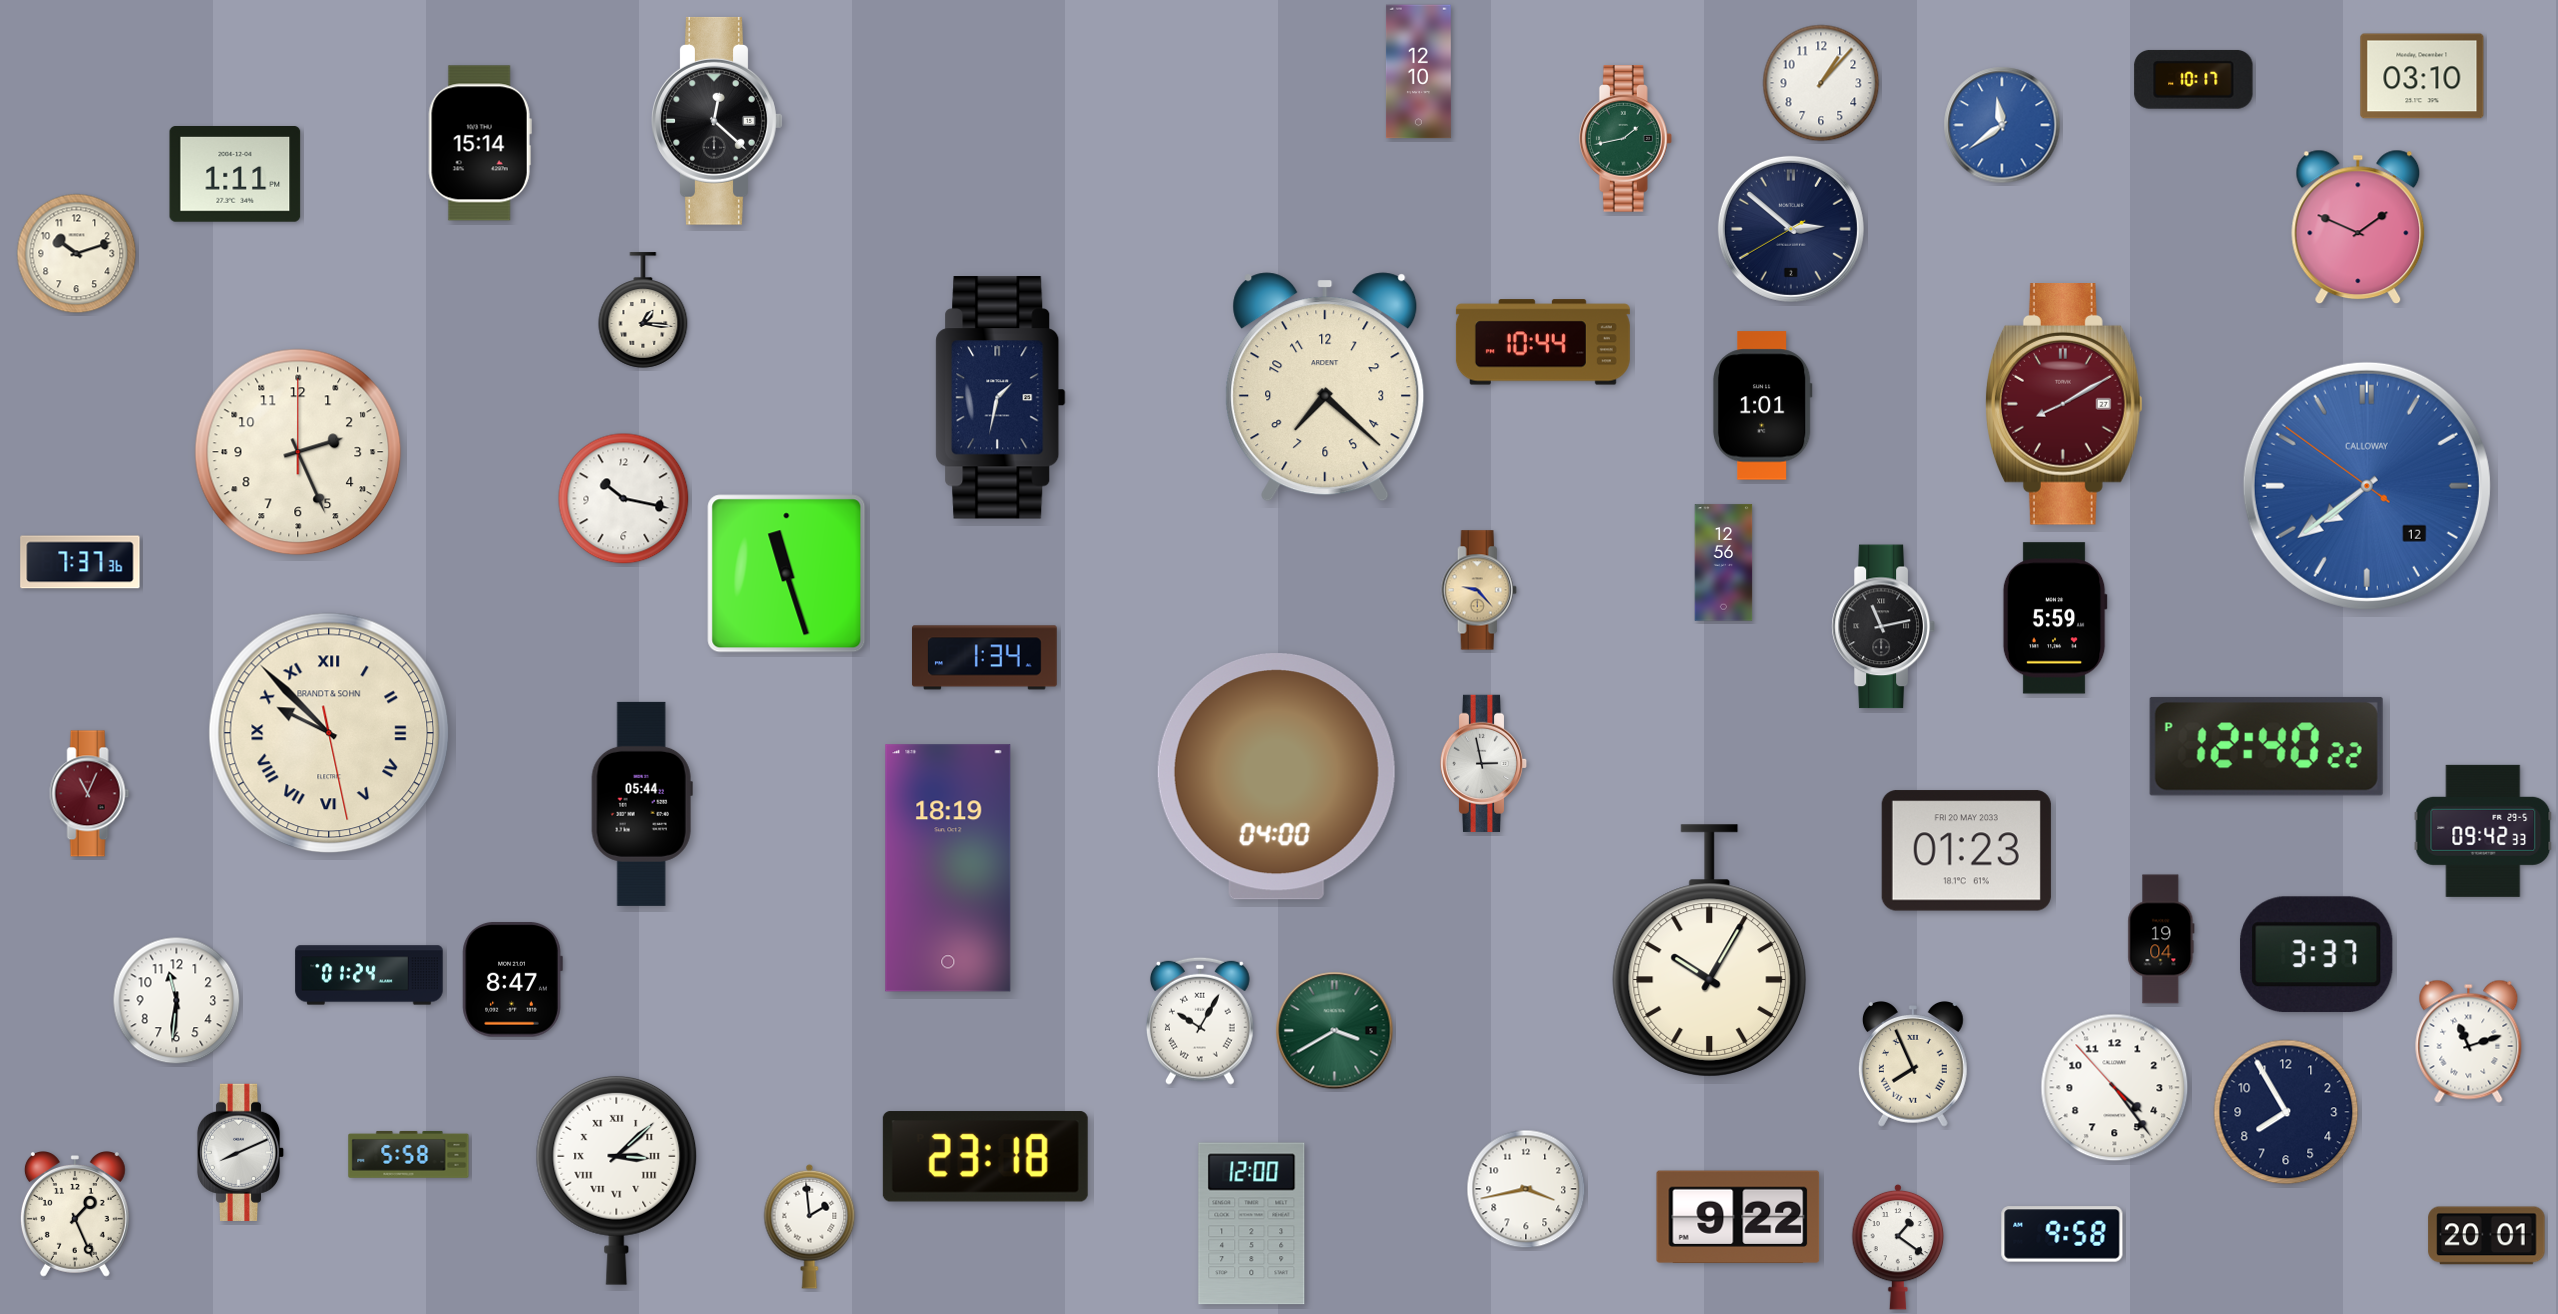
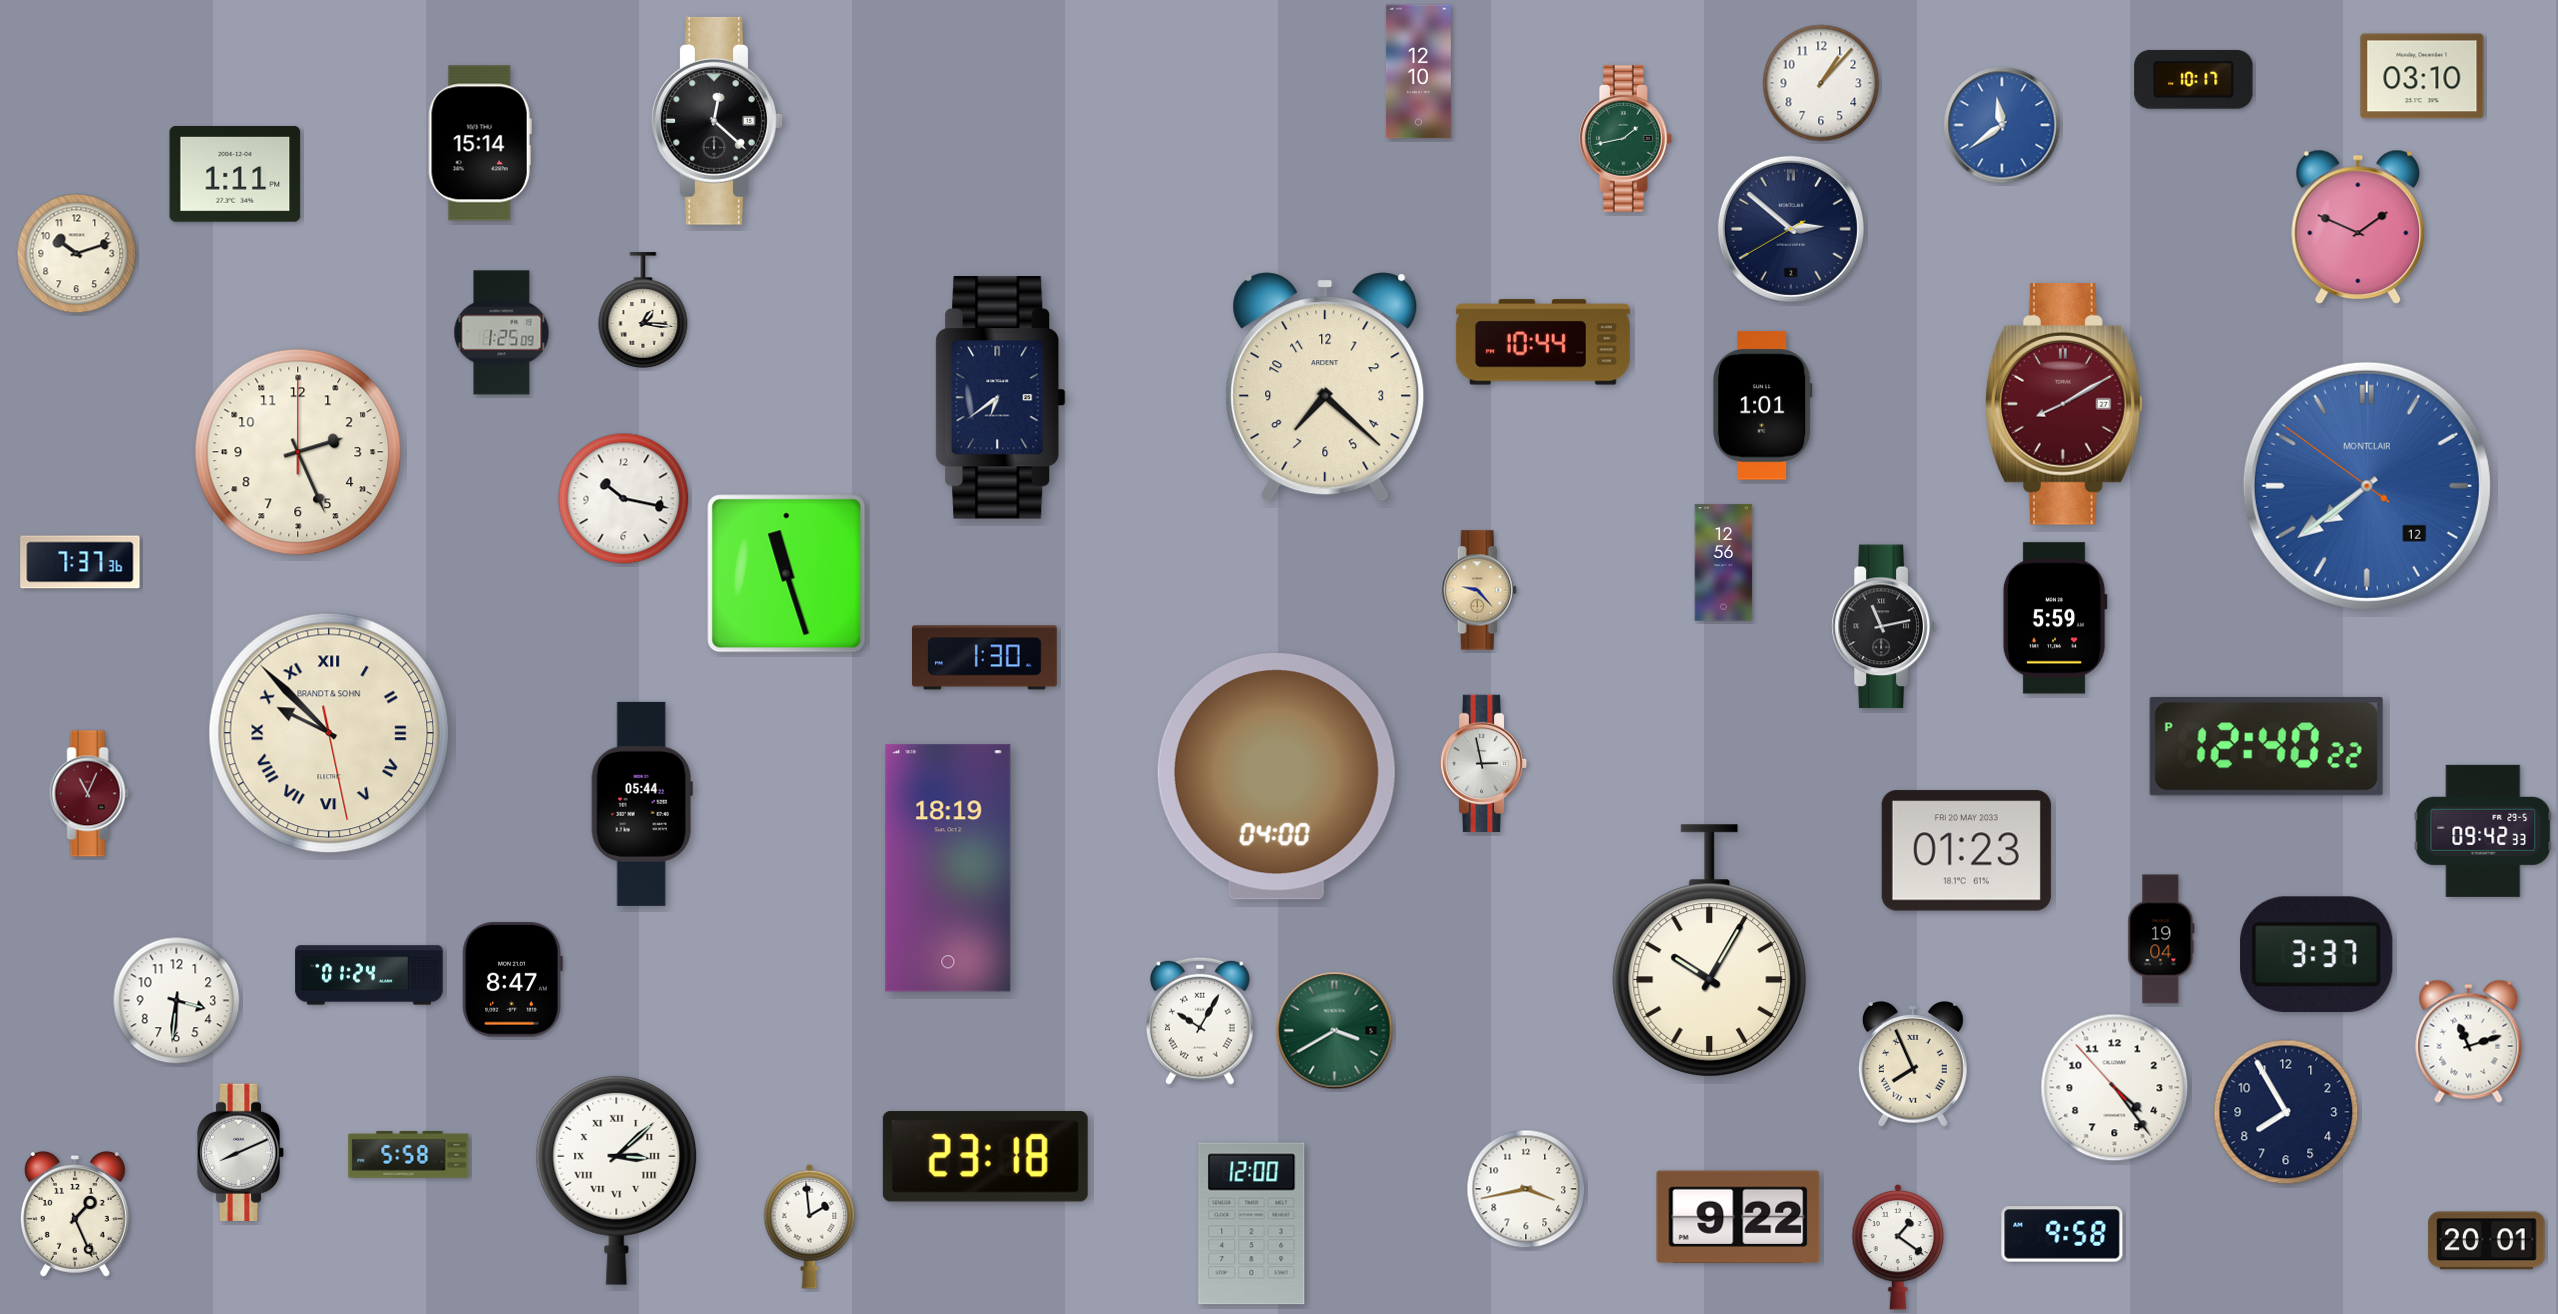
clock at (502, 333): none -> 1:25
clock at (1001, 398): 1:32 -> 6:39
clock at (2367, 486) brand: CALLOWAY -> MONTCLAIR
clock at (985, 658): 1:34 -> 1:30
clock at (177, 1001): 11:31 -> 3:31
clock at (2487, 1236) position: (2487, 1236) -> (2487, 1241)
